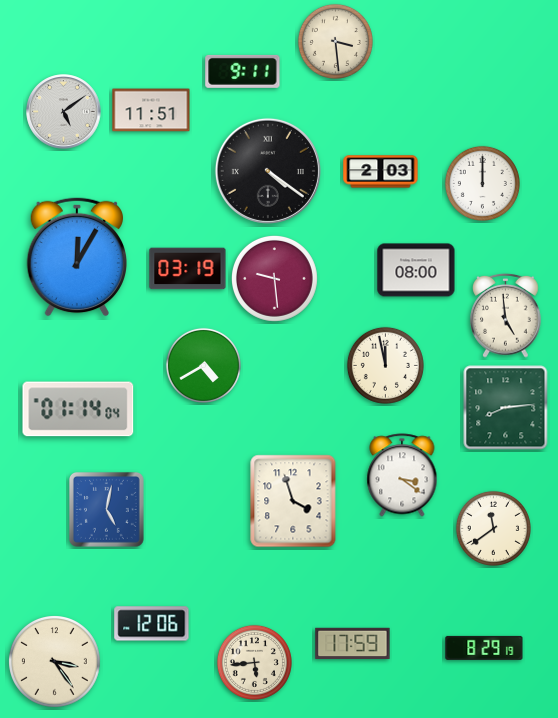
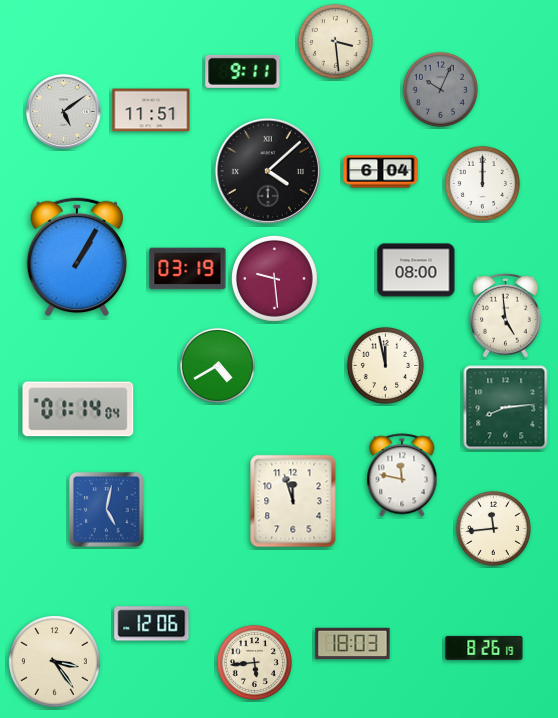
clock at (440, 89): none -> 10:04
clock at (268, 171): 4:21 -> 4:08
clock at (381, 172): 2:03 -> 6:04
clock at (76, 257): 12:05 -> 1:05
clock at (203, 365) position: (203, 365) -> (217, 365)
clock at (402, 475): 3:21 -> 11:47
clock at (293, 501): 3:57 -> 11:57
clock at (493, 528): 11:39 -> 11:44
clock at (353, 644): 17:59 -> 18:03
clock at (484, 648): 8:29 -> 8:26
